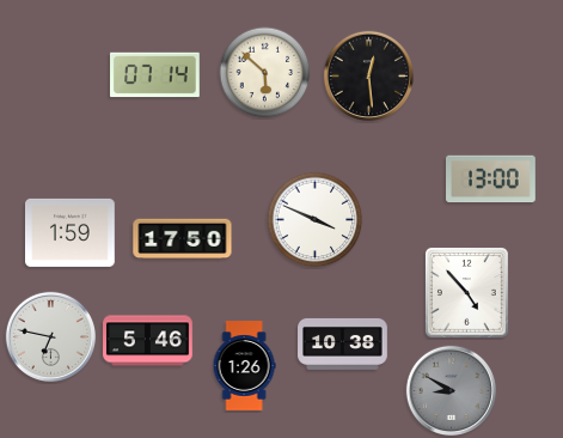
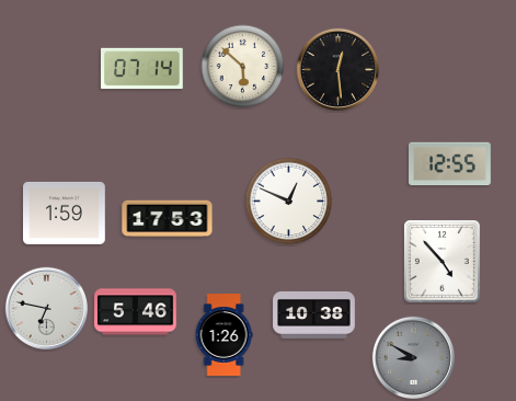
clock at (491, 180): 13:00 -> 12:55
clock at (316, 220): 3:49 -> 12:49
clock at (183, 239): 17:50 -> 17:53
clock at (466, 293) position: (466, 293) -> (442, 262)
